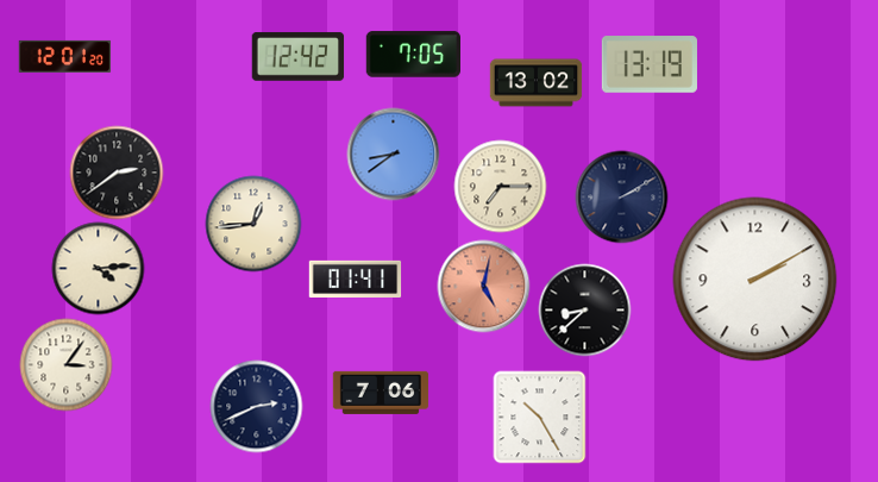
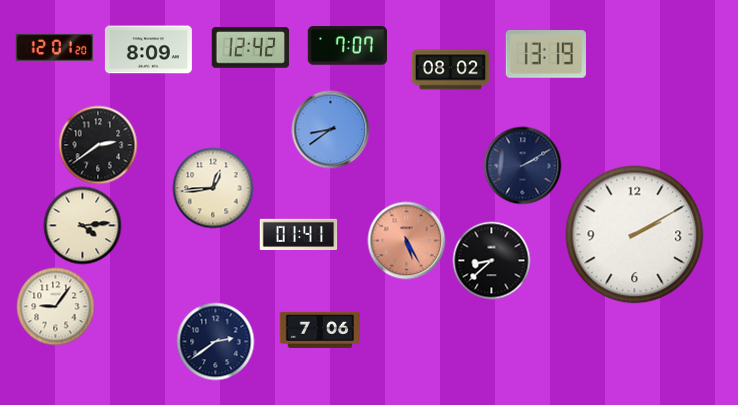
clock at (413, 55): 7:05 -> 7:07
clock at (148, 50): none -> 8:09
clock at (535, 83): 13:02 -> 08:02
clock at (500, 186): 7:15 -> none
clock at (483, 286): 5:02 -> 5:25
clock at (65, 364): 3:06 -> 9:06
clock at (256, 406): 2:41 -> 2:39
clock at (539, 417): 10:25 -> none
